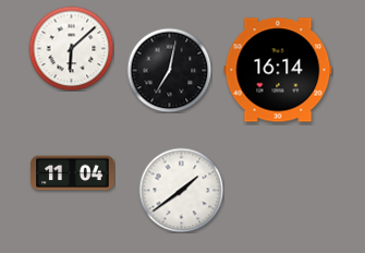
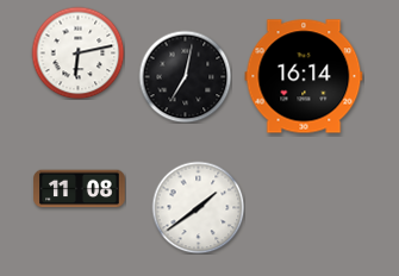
clock at (71, 48): 6:08 -> 6:13
clock at (73, 173): 11:04 -> 11:08
